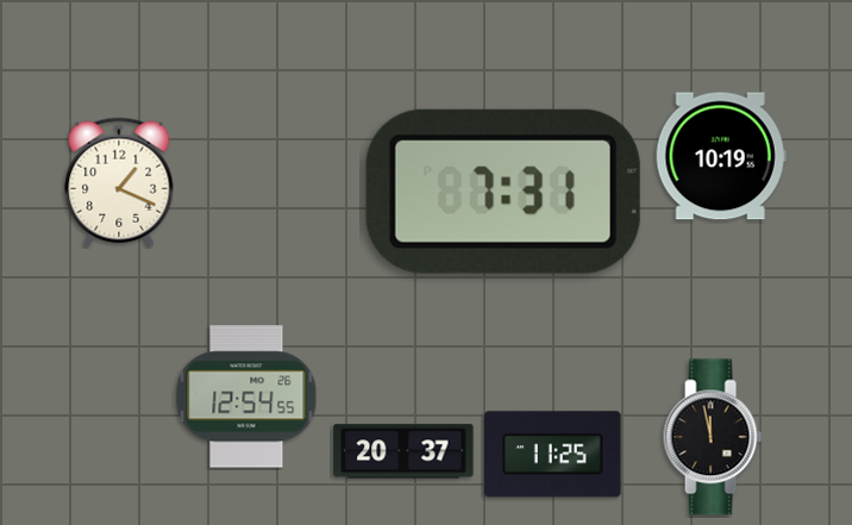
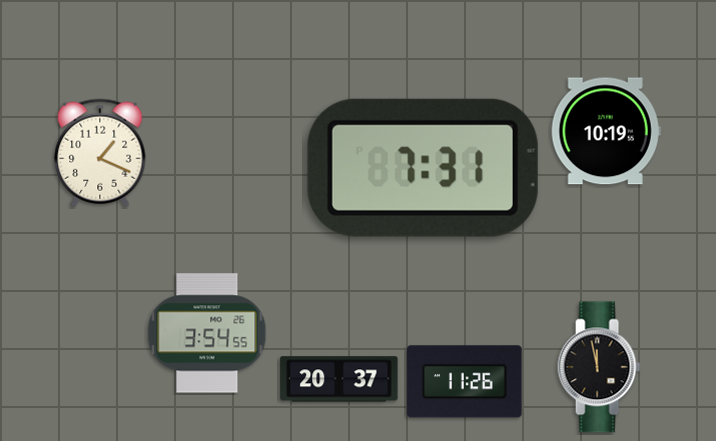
clock at (503, 192) position: (503, 192) -> (423, 168)
clock at (246, 396): 12:54 -> 3:54
clock at (553, 455): 11:25 -> 11:26
